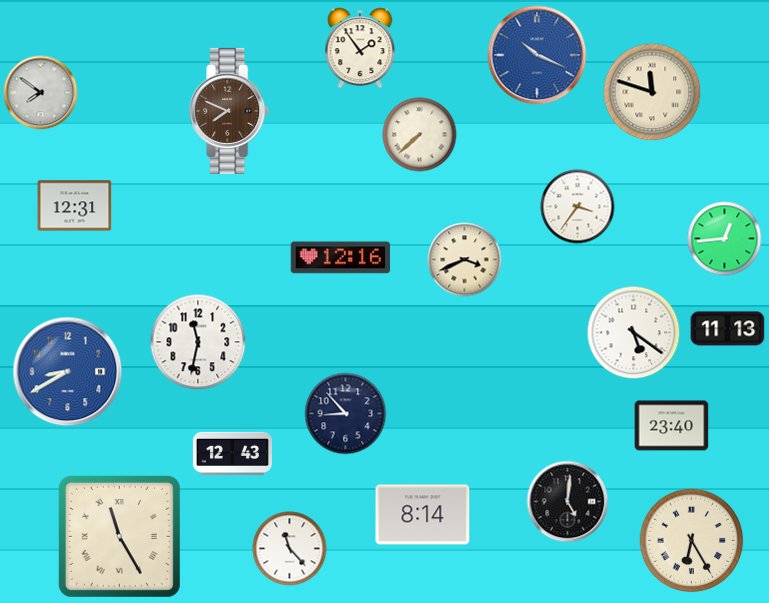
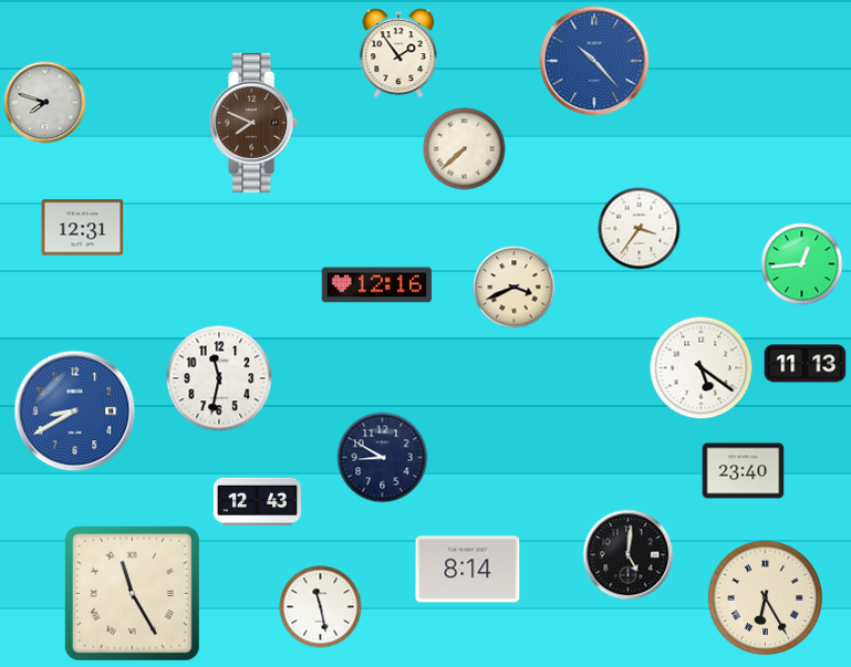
clock at (537, 55): 10:19 -> 10:23
clock at (652, 92): 11:48 -> none
clock at (41, 93): 7:51 -> 7:48
clock at (346, 414): 8:53 -> 8:50
clock at (290, 549): 11:23 -> 11:28
